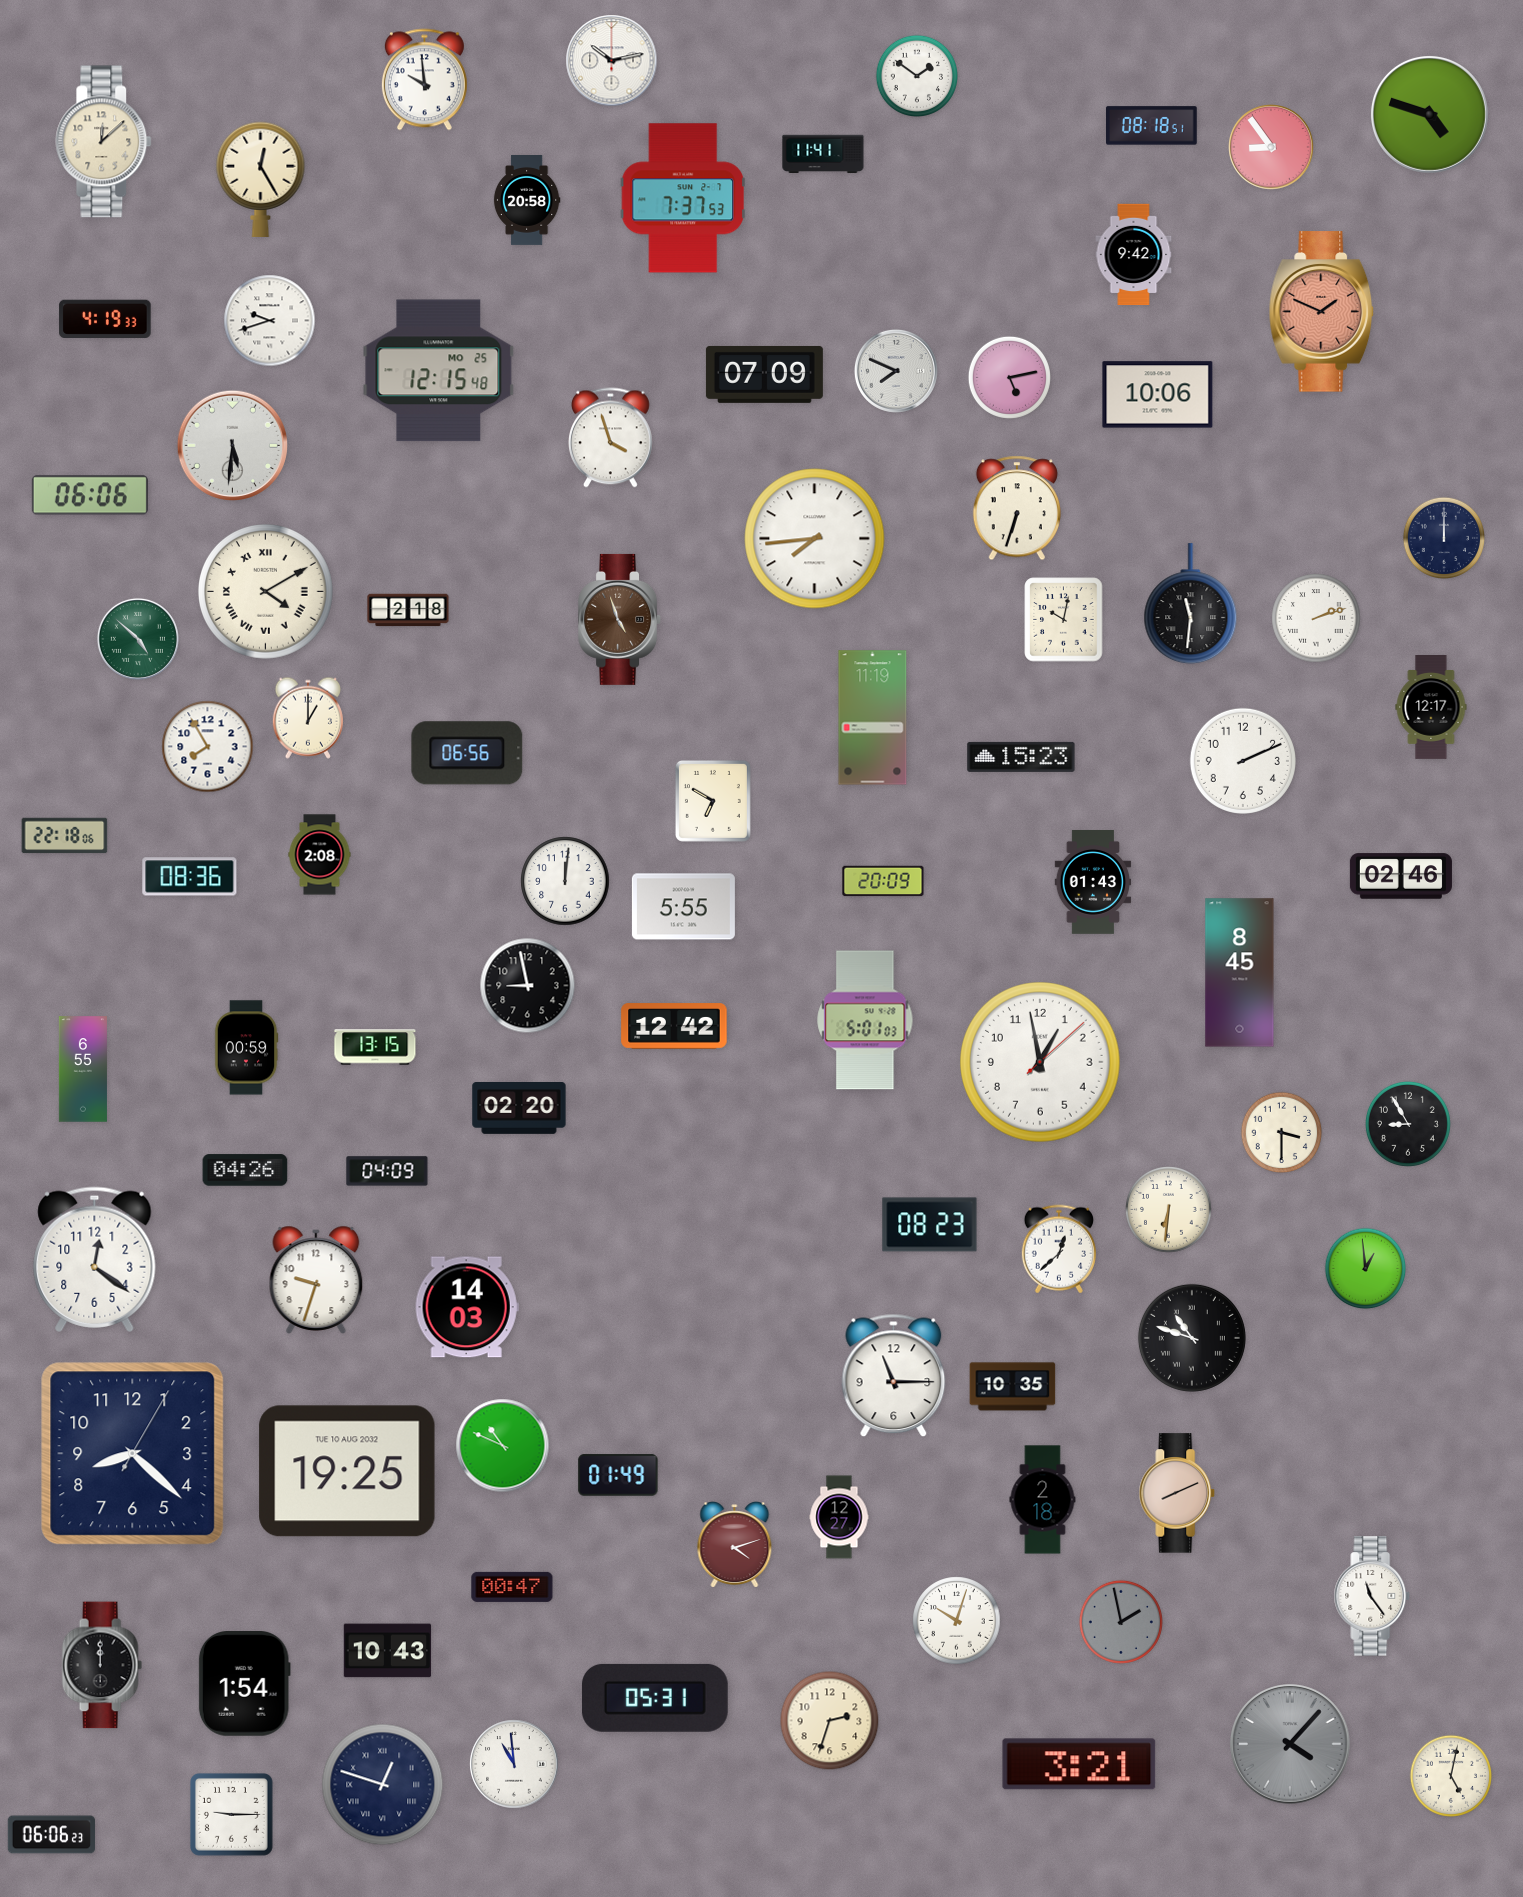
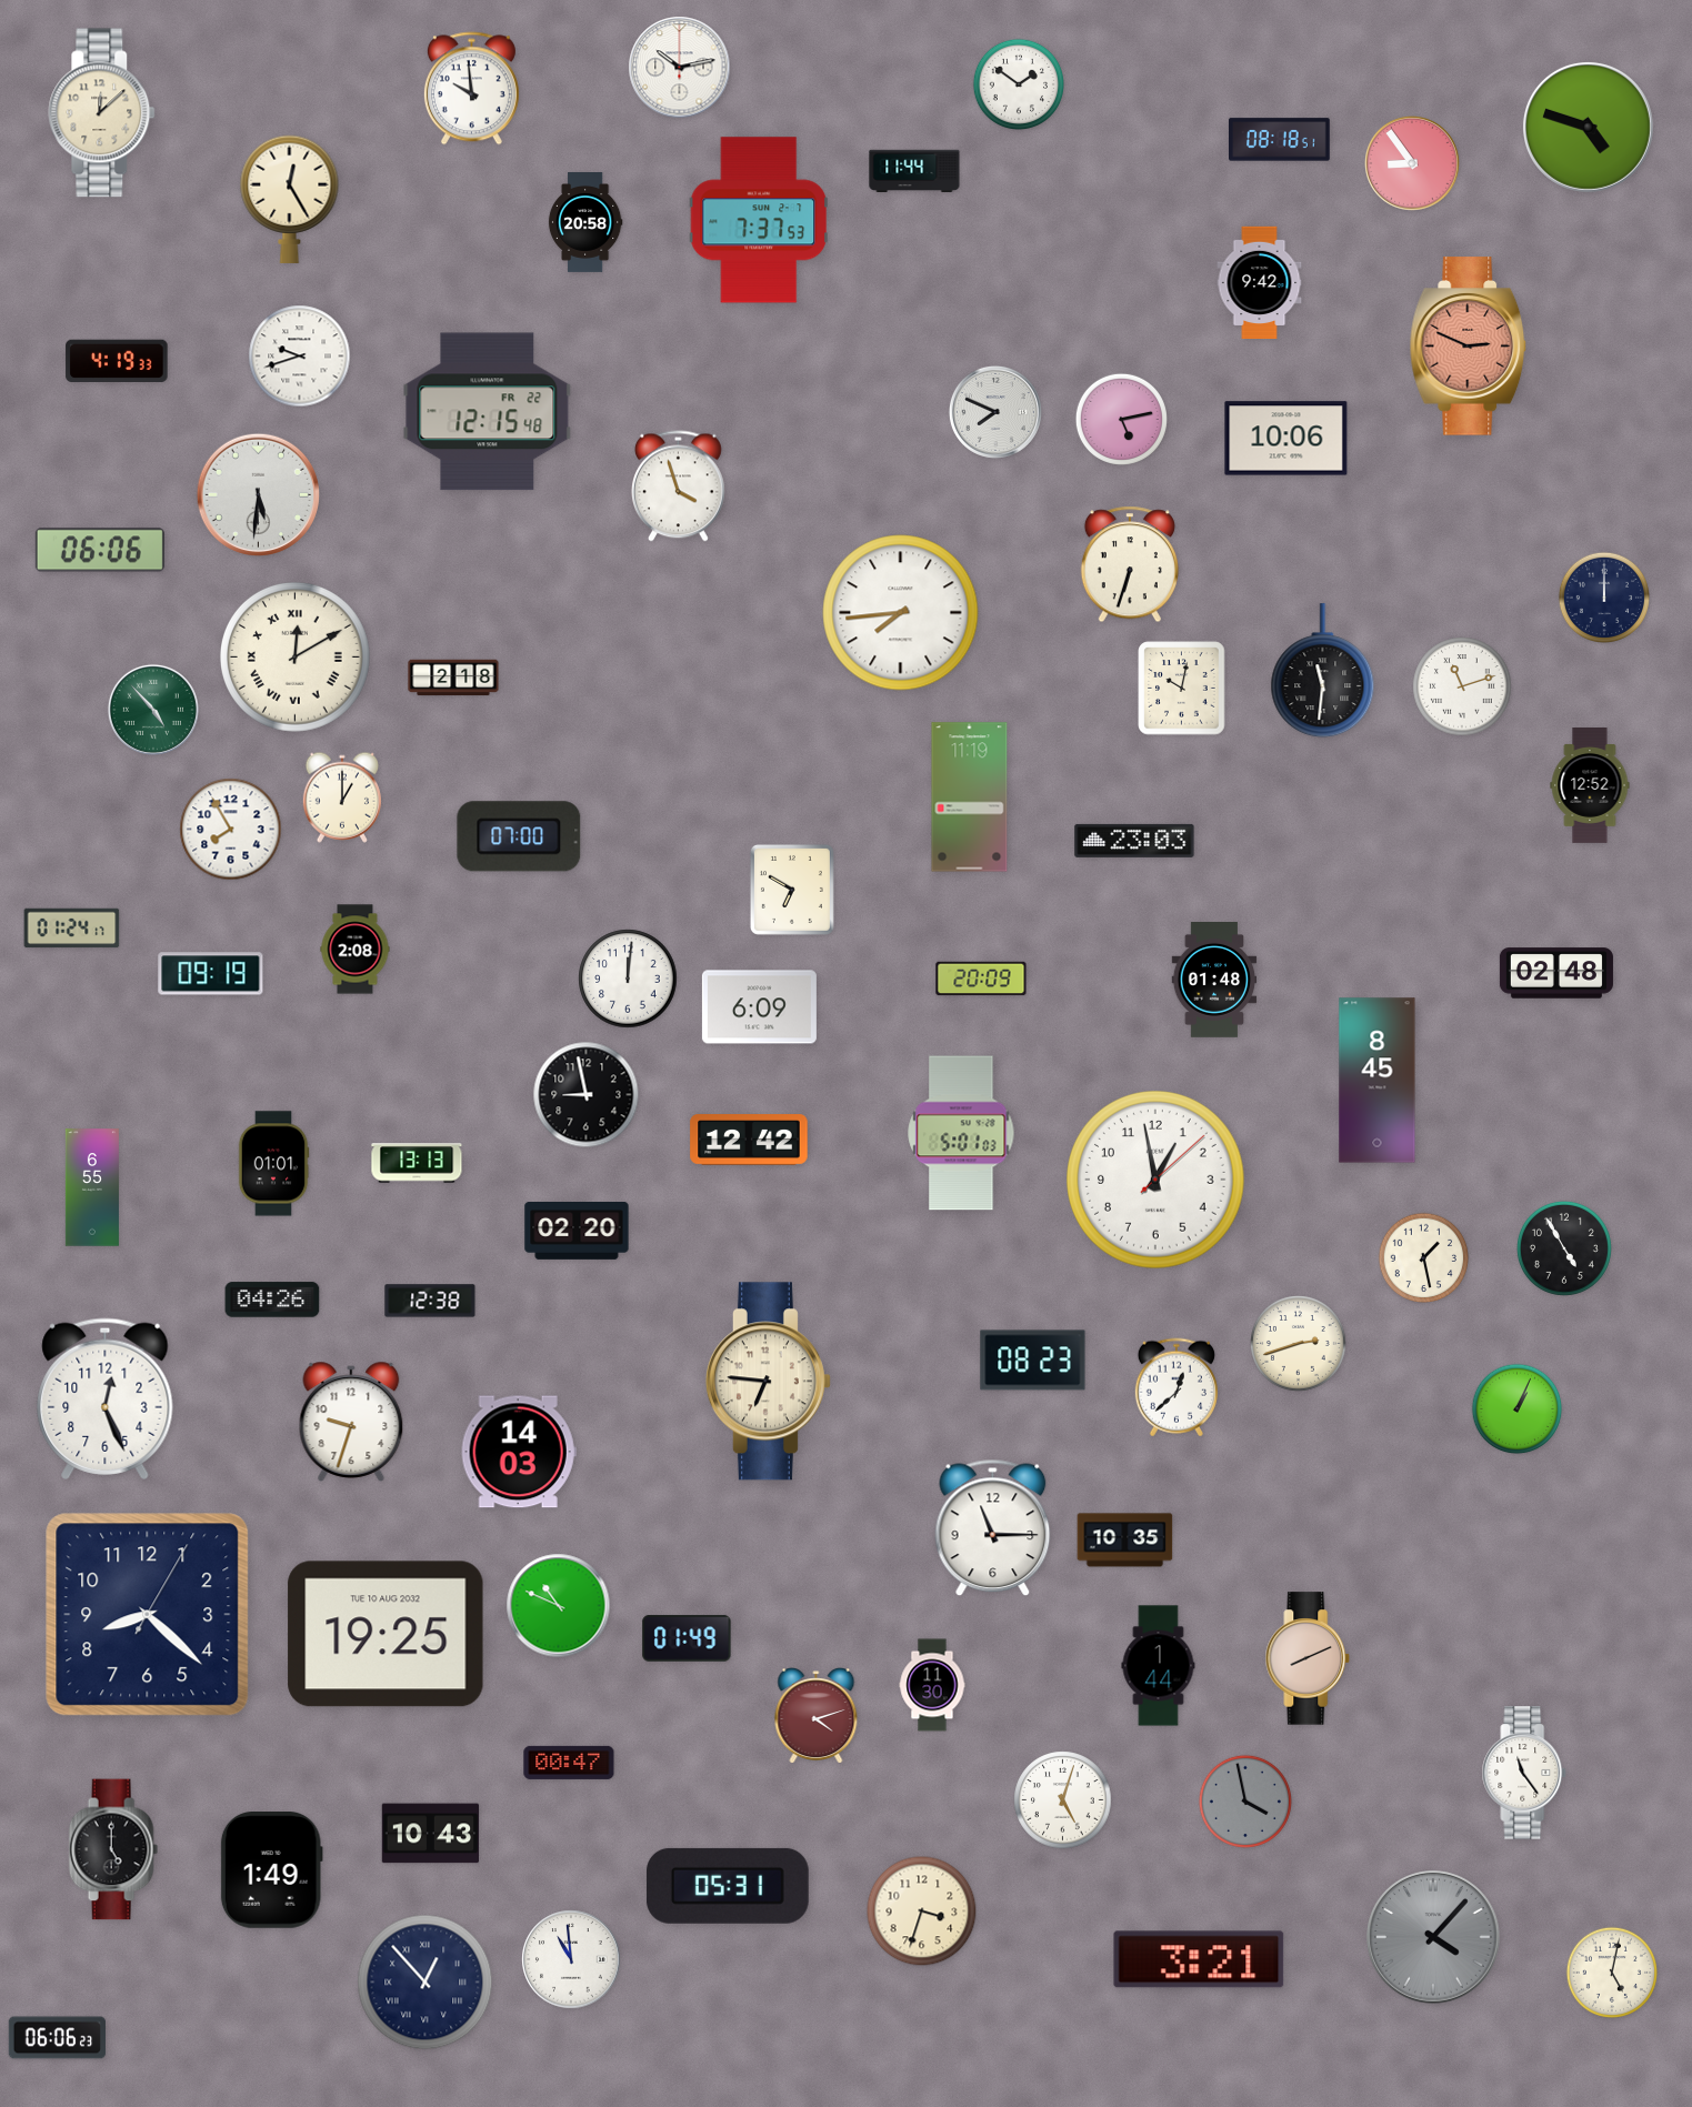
clock at (104, 142) position: (104, 142) -> (102, 113)
clock at (823, 153): 11:41 -> 11:44
clock at (1322, 312): 1:49 -> 2:49
clock at (105, 319) position: (105, 319) -> (117, 361)
clock at (439, 371) date: MO 25 -> FR 22
clock at (764, 374): 07:09 -> none
clock at (815, 539) position: (815, 539) -> (901, 613)
clock at (266, 592): 4:10 -> 12:10
clock at (1316, 618): 2:12 -> 11:12
clock at (620, 619): 4:57 -> none
clock at (138, 639): 4:52 -> 4:53
clock at (1431, 708): 12:17 -> 12:52
clock at (467, 753): 06:56 -> 07:00
clock at (1021, 757): 15:23 -> 23:03
clock at (1243, 761): 2:11 -> none
clock at (65, 836): 22:18 -> 01:24
clock at (1401, 876): 02:46 -> 02:48
clock at (190, 877): 08:36 -> 09:19
clock at (1093, 883): 01:43 -> 01:48
clock at (683, 907): 5:55 -> 6:09
clock at (375, 1047): 13:15 -> 13:13
clock at (246, 1048): 00:59 -> 01:01
clock at (1408, 1124): 8:55 -> 4:55
clock at (1282, 1133): 3:30 -> 1:28
clock at (387, 1171): 04:09 -> 12:38
clock at (1169, 1210): 6:31 -> 2:42
clock at (768, 1382): none -> 6:46
clock at (95, 1259): 12:21 -> 12:26
clock at (1366, 1269): 12:59 -> 1:04
clock at (1192, 1338): 10:48 -> none
clock at (1043, 1500): 2:18 -> 1:44
clock at (839, 1517): 12:27 -> 11:30
clock at (957, 1621): 10:03 -> 5:03
clock at (1121, 1622): 1:58 -> 3:58
clock at (102, 1665): 12:00 -> 5:00
clock at (244, 1684): 1:54 -> 1:49
clock at (830, 1721): 2:33 -> 3:33
clock at (383, 1785): 12:48 -> 12:53
clock at (231, 1814): 9:15 -> none
